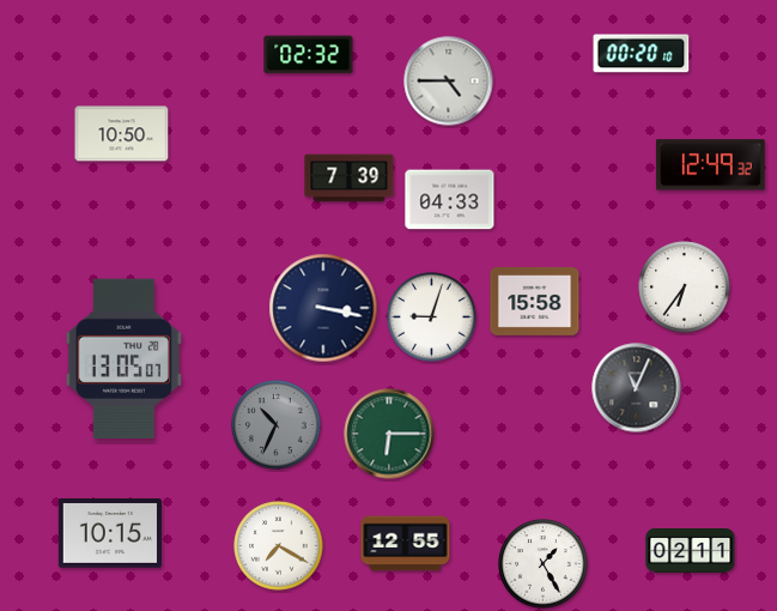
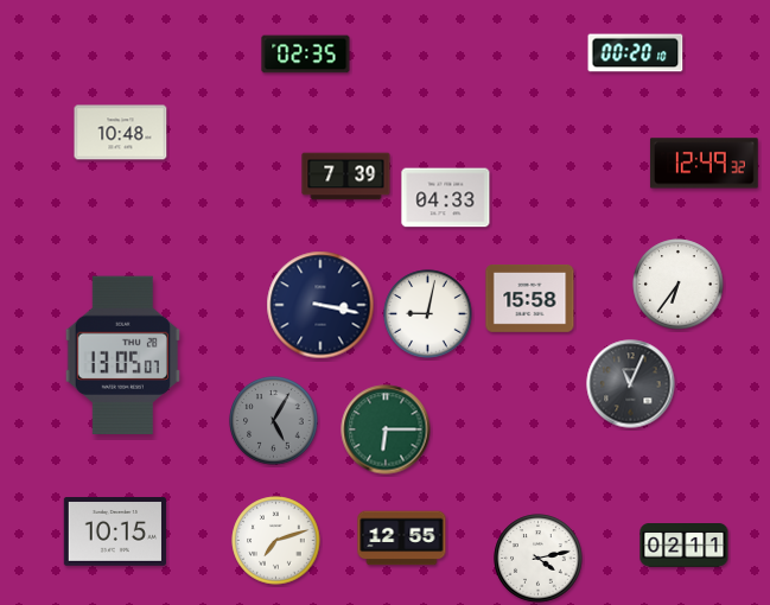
clock at (309, 55): 02:32 -> 02:35
clock at (449, 81): 4:45 -> none
clock at (122, 134): 10:50 -> 10:48
clock at (432, 317): 9:03 -> 9:02
clock at (277, 425): 10:34 -> 5:05
clock at (110, 534) position: (110, 534) -> (115, 533)
clock at (279, 546): 7:20 -> 7:12
clock at (544, 564): 1:25 -> 4:13
